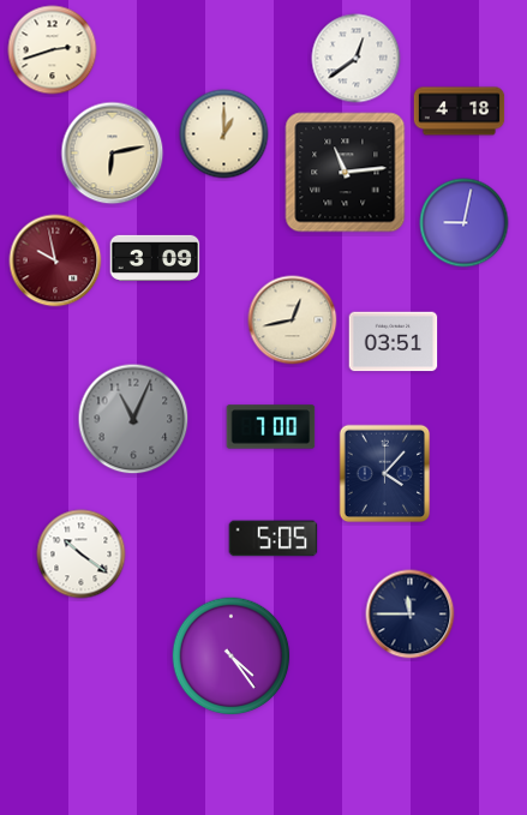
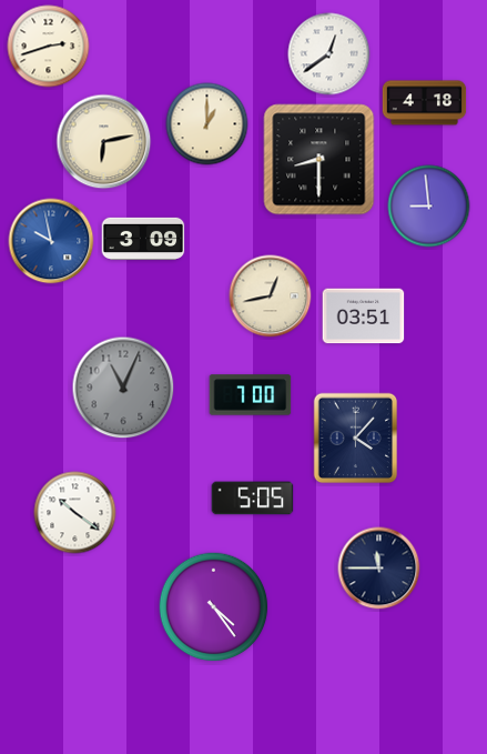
clock at (346, 173): 11:14 -> 8:30
clock at (465, 223): 9:02 -> 8:59
clock at (55, 260) dial: burgundy -> blue
